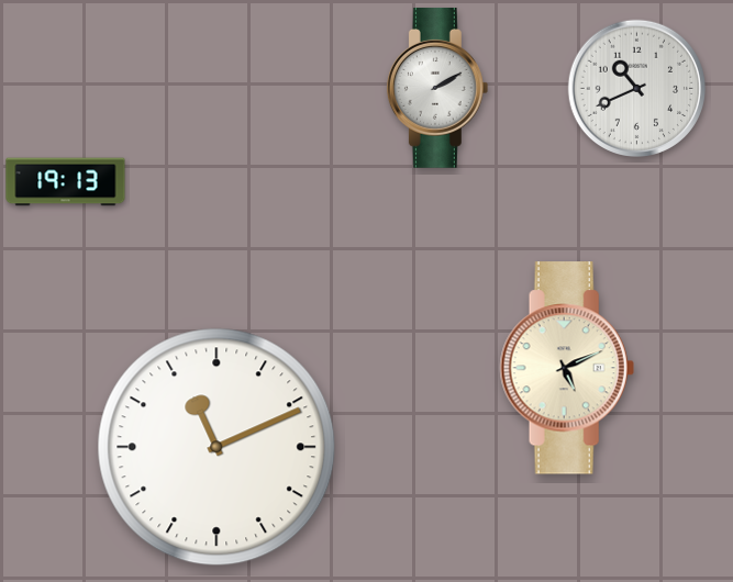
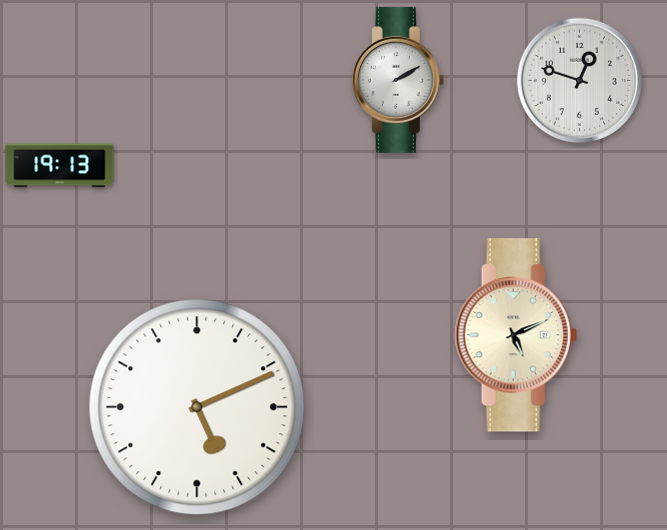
clock at (636, 88): 10:41 -> 12:48
clock at (216, 447): 11:11 -> 5:11
